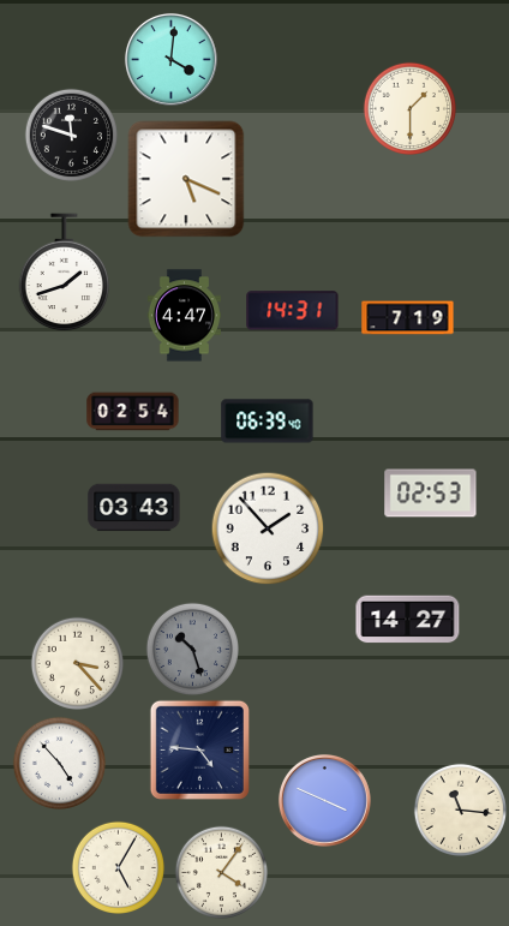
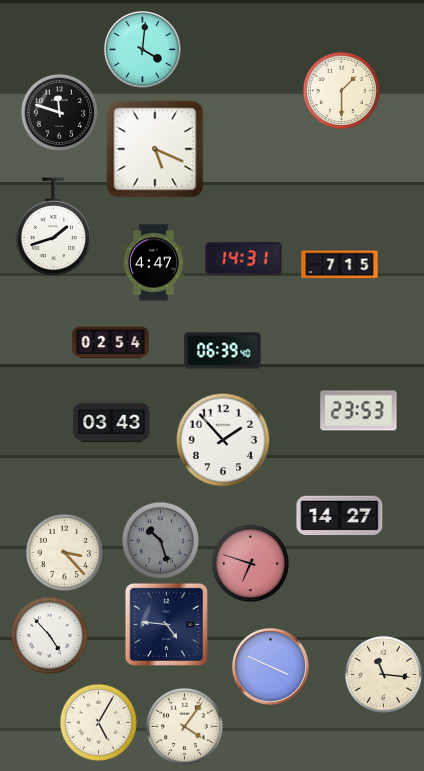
clock at (408, 318): 7:19 -> 7:15
clock at (431, 494): 02:53 -> 23:53
clock at (250, 563): none -> 6:48
